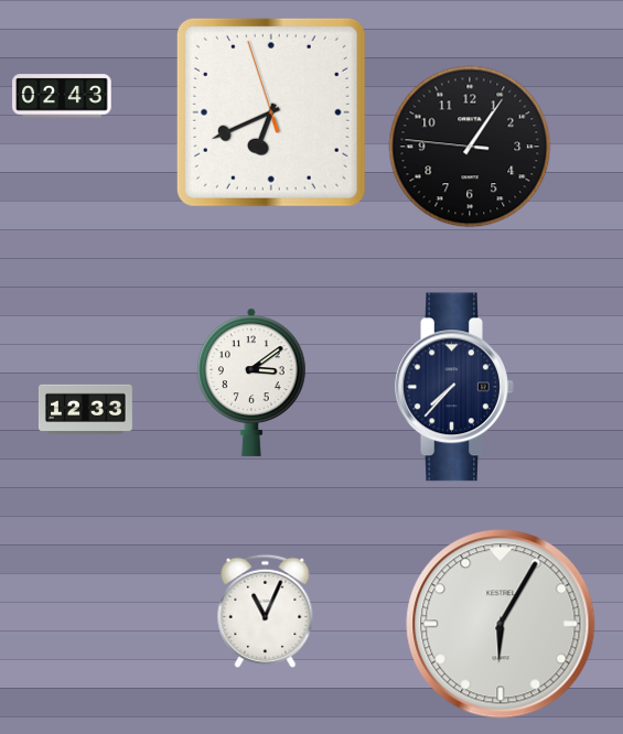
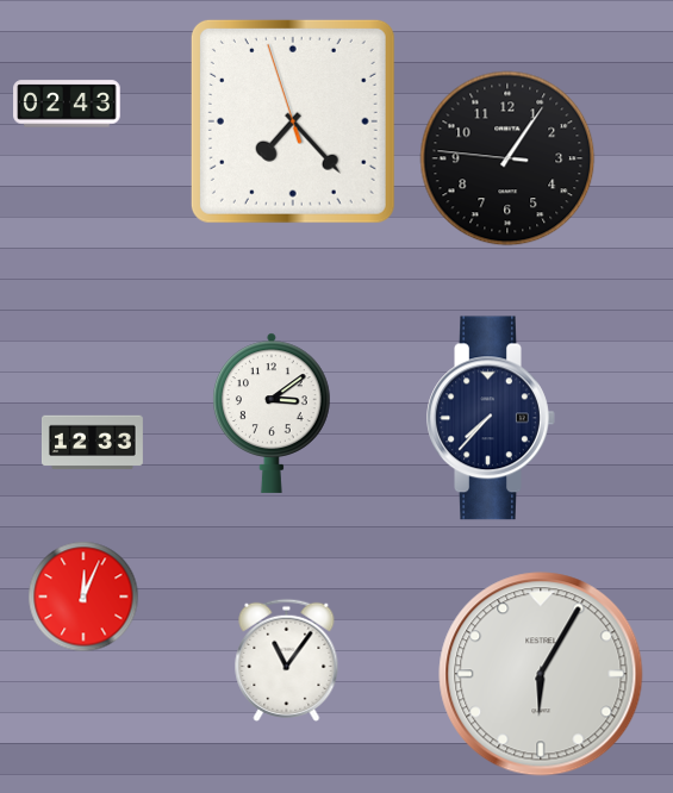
clock at (271, 112): 6:40 -> 7:22
clock at (83, 597): none -> 12:04
clock at (266, 611): 11:04 -> 11:06
